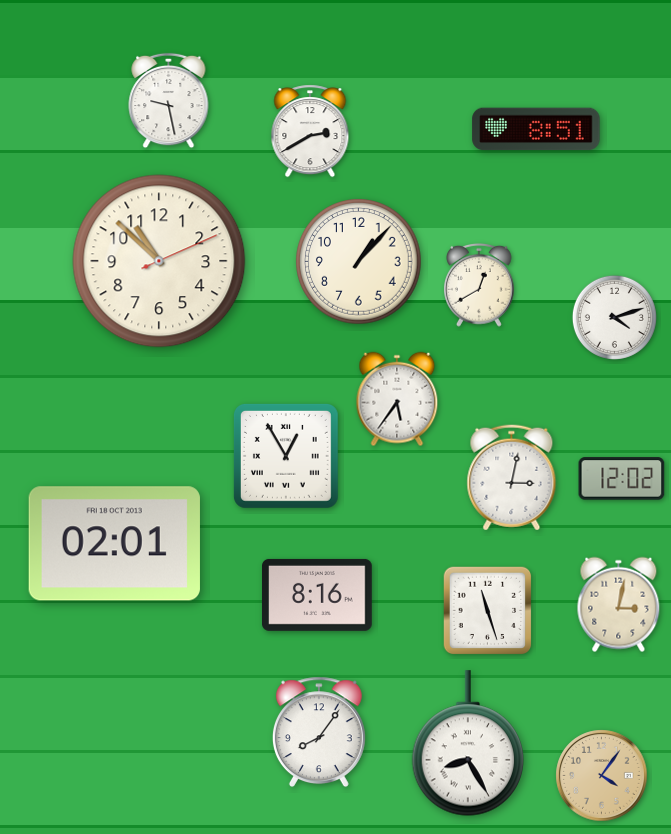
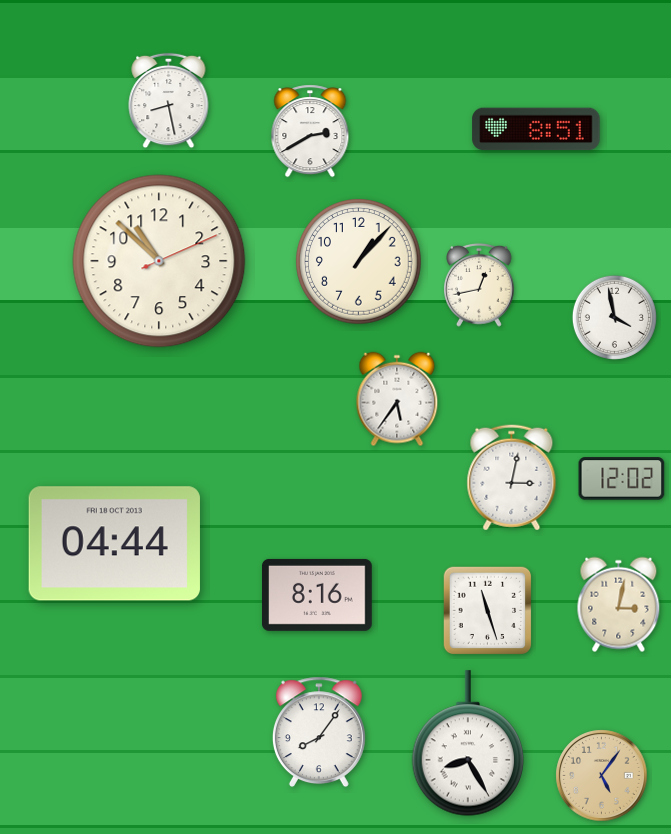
clock at (169, 101): 9:28 -> 8:28
clock at (480, 285): 12:40 -> 12:43
clock at (614, 317): 4:12 -> 3:58
clock at (286, 456): 12:55 -> none
clock at (114, 544): 02:01 -> 04:44
clock at (602, 776): 4:06 -> 5:06
